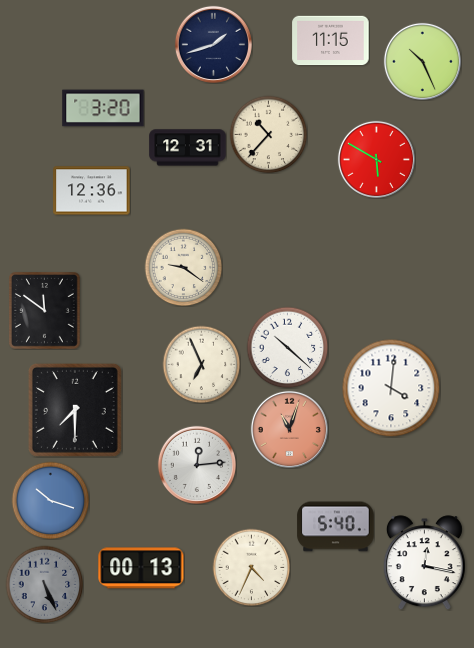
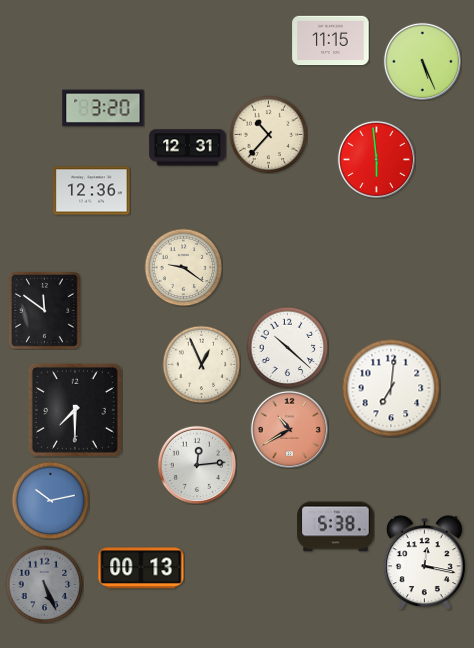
clock at (213, 44): 1:42 -> none
clock at (422, 61): 10:26 -> 5:26
clock at (376, 159): 5:50 -> 5:59
clock at (201, 364): 6:56 -> 12:56
clock at (391, 388): 4:01 -> 7:01
clock at (289, 429): 11:03 -> 10:40
clock at (50, 500): 10:18 -> 10:13
clock at (336, 527): 5:40 -> 5:38
clock at (251, 567): 4:34 -> none
